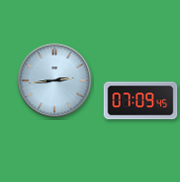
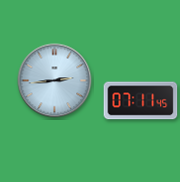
clock at (141, 101): 07:09 -> 07:11
